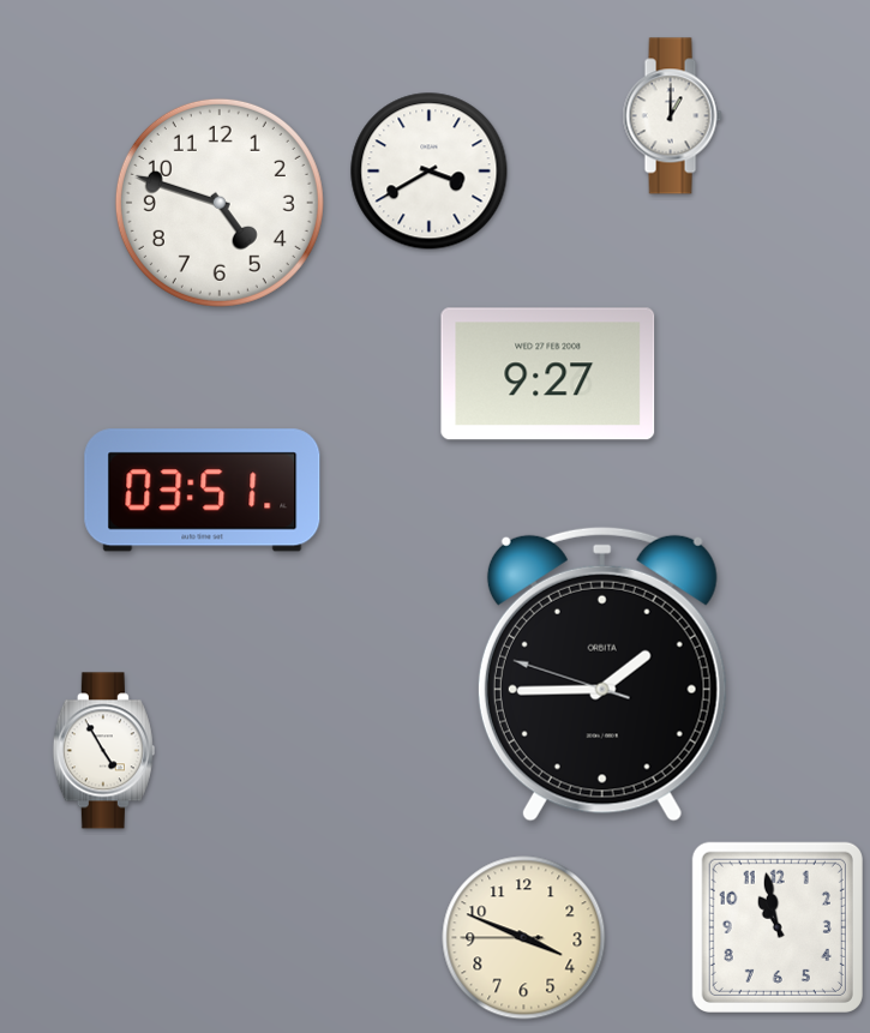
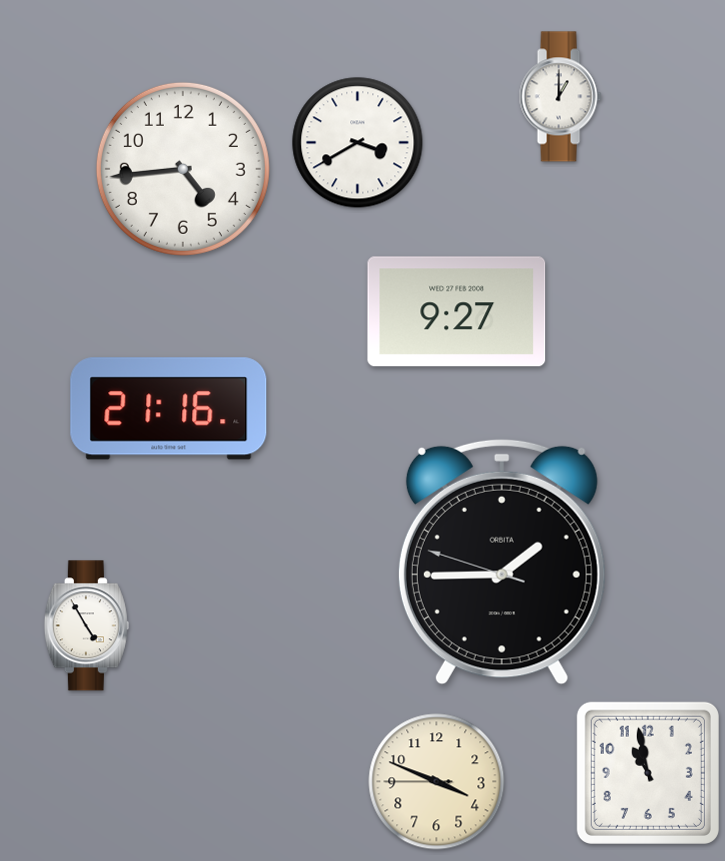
clock at (220, 203): 4:48 -> 4:44
clock at (203, 491): 03:51 -> 21:16
